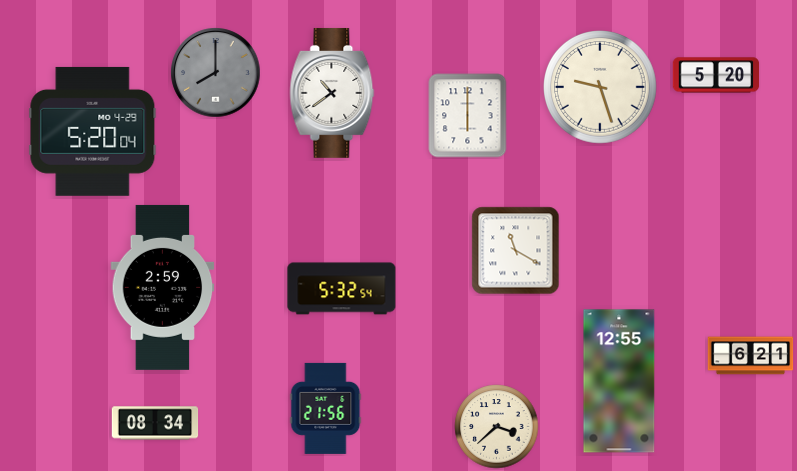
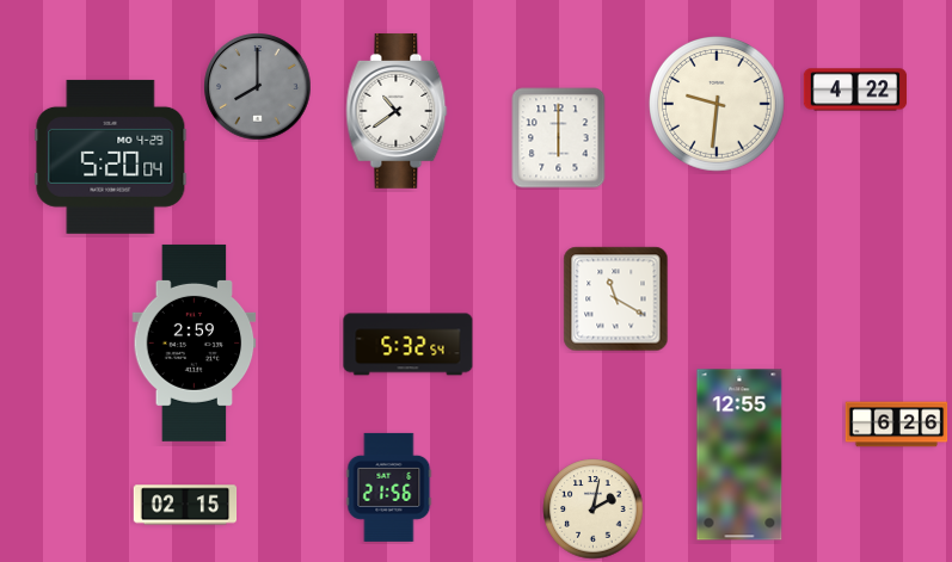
clock at (716, 75): 5:20 -> 4:22
clock at (601, 88): 9:27 -> 9:31
clock at (751, 356): 6:21 -> 6:26
clock at (155, 423): 08:34 -> 02:15
clock at (497, 427): 3:38 -> 2:02
